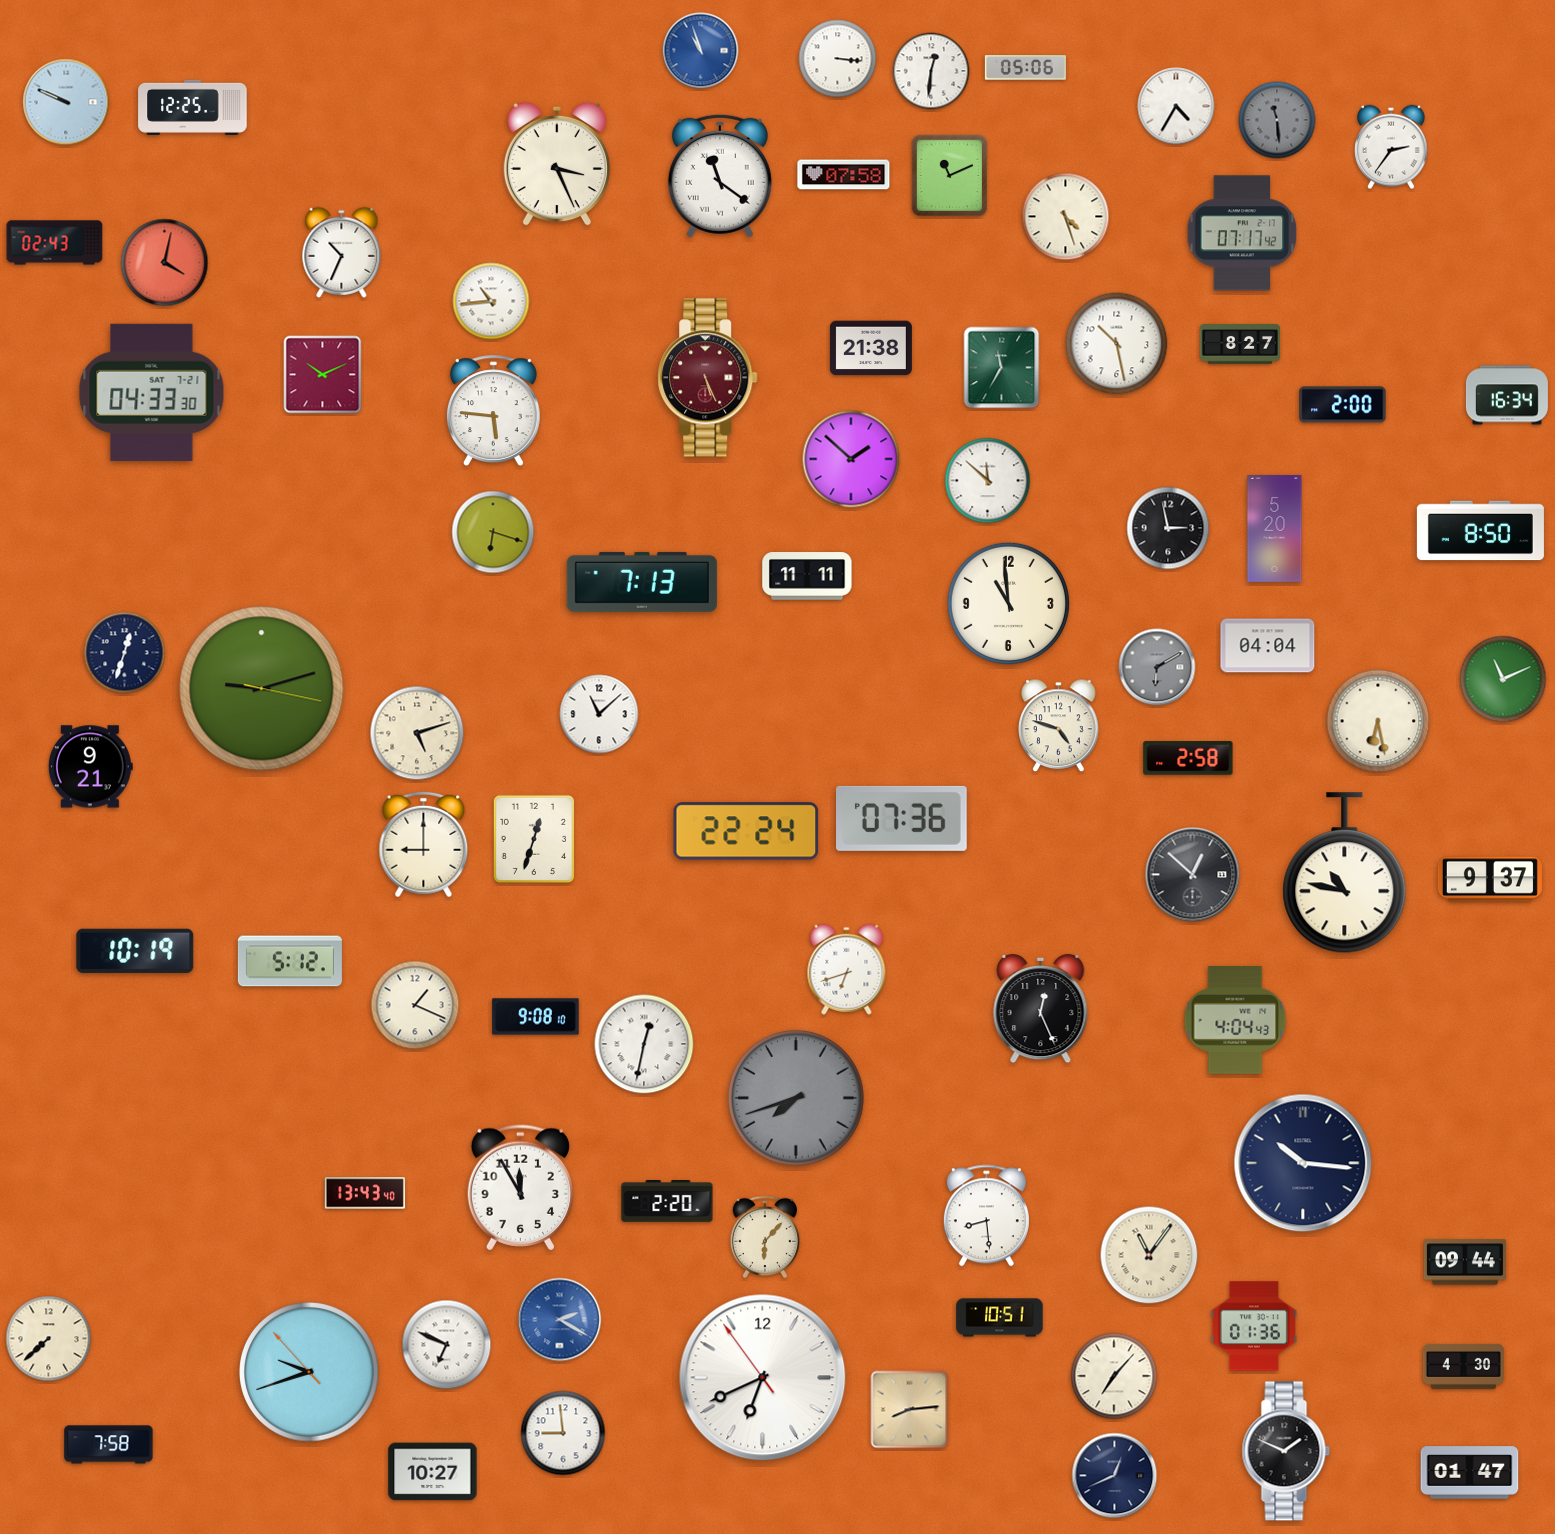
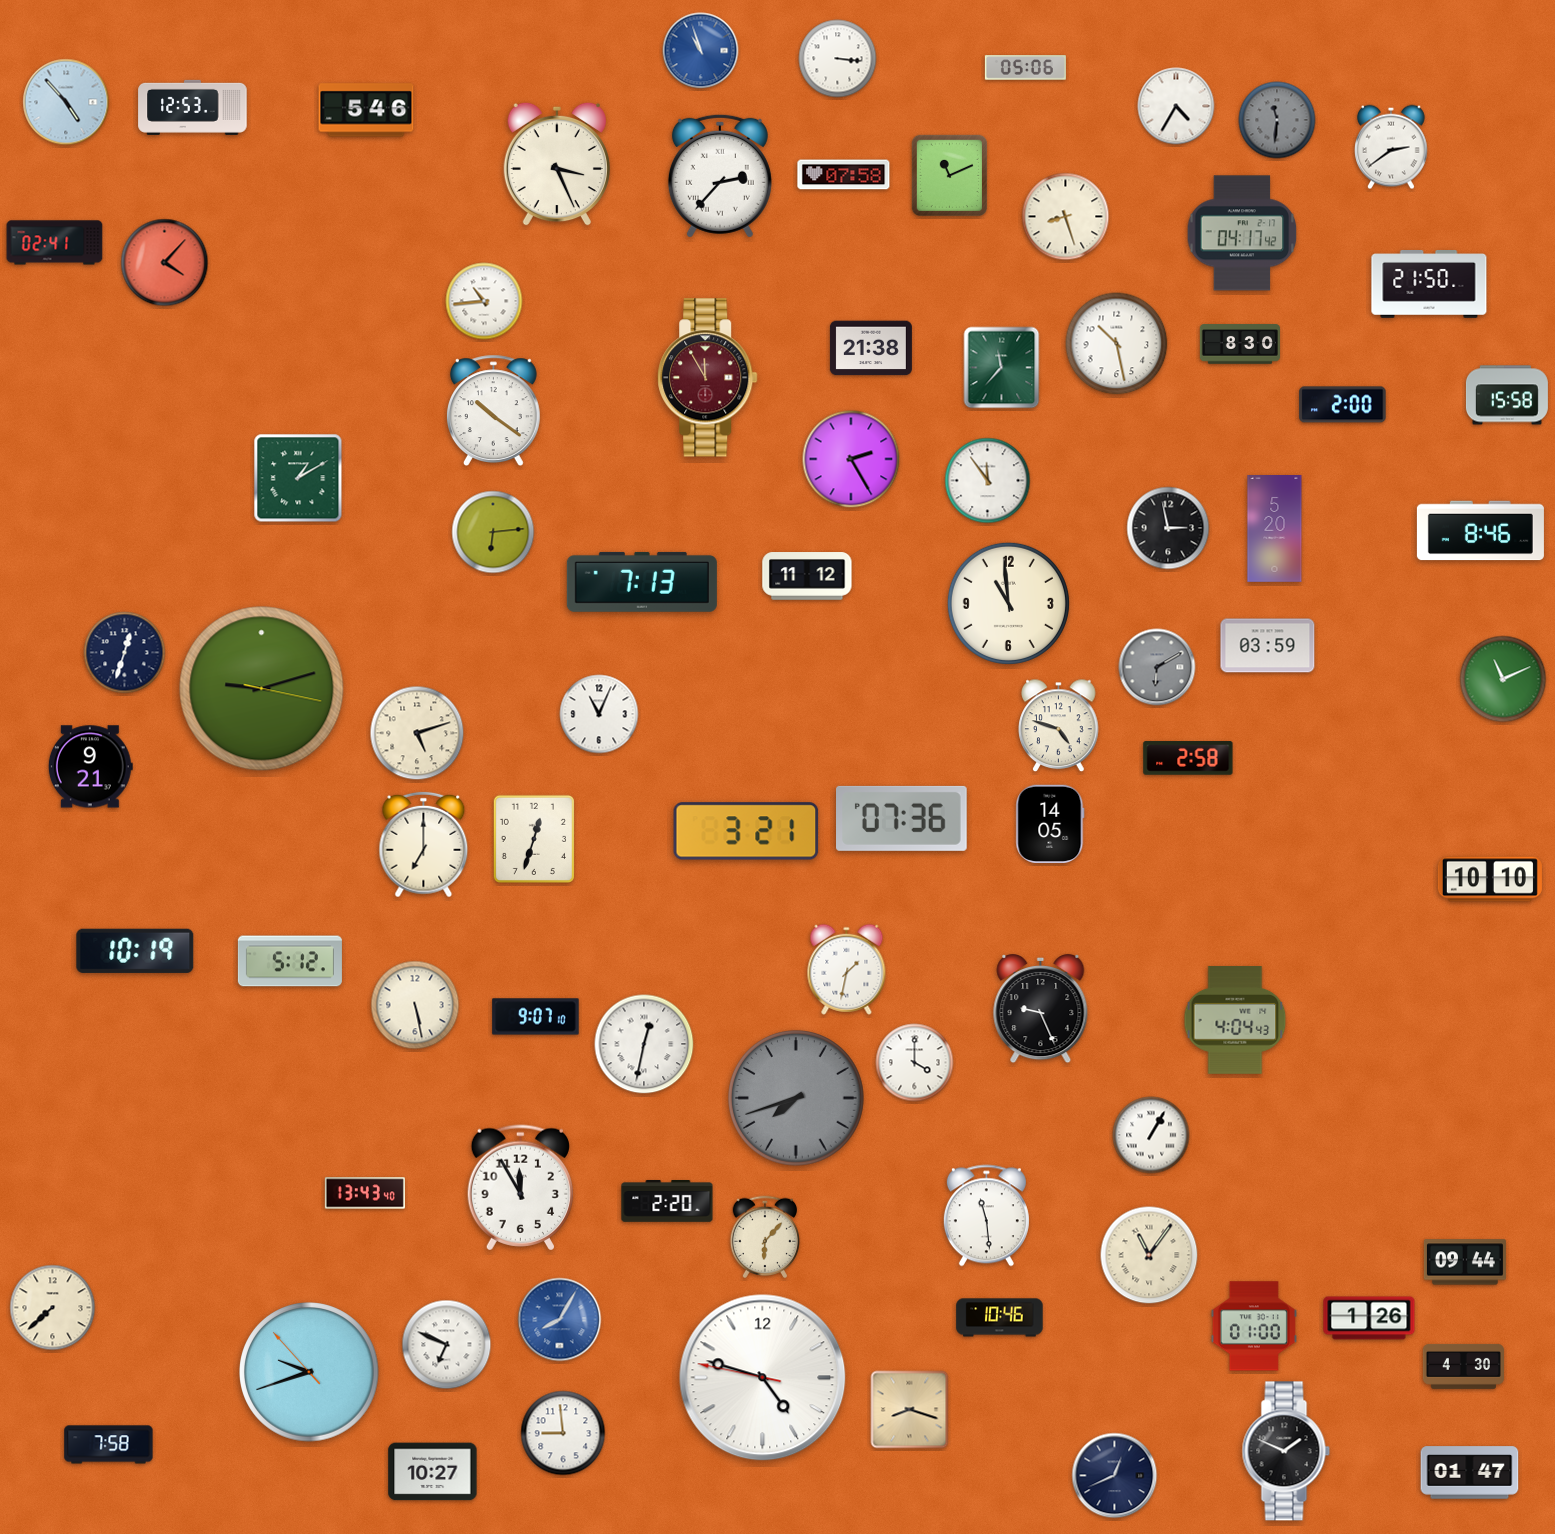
clock at (931, 71): 12:31 -> none
clock at (66, 102): 9:49 -> 4:53
clock at (193, 107): 12:25 -> 12:53
clock at (366, 110): none -> 5:46
clock at (1277, 120): 11:29 -> 11:31
clock at (1392, 147): 2:36 -> 2:39
clock at (720, 176): 11:21 -> 2:37
clock at (1066, 217): 4:27 -> 8:27
clock at (1242, 233): 07:17 -> 04:17
clock at (55, 243): 02:43 -> 02:41
clock at (342, 252): 10:34 -> none
clock at (165, 263): 4:02 -> 4:07
clock at (1429, 285): none -> 21:50
clock at (491, 301) position: (491, 301) -> (484, 301)
clock at (1240, 344): 8:27 -> 8:30
clock at (1002, 368): 11:35 -> 11:37
clock at (323, 375): 10:11 -> none
clock at (708, 378): 5:26 -> 11:55
clock at (152, 392): 04:33 -> none
clock at (1507, 395): 16:34 -> 15:58
clock at (493, 410): 5:46 -> 10:21
clock at (851, 459): 1:52 -> 2:25
clock at (298, 478): none -> 1:10
clock at (988, 481): 11:52 -> 11:54
clock at (1480, 531): 8:50 -> 8:46
clock at (493, 532): 6:18 -> 6:14
clock at (807, 576): 11:11 -> 11:12
clock at (1268, 646): 04:04 -> 03:59
clock at (599, 714): 11:08 -> 11:04
clock at (1378, 721): 6:28 -> none
clock at (1050, 824): none -> 14:05
clock at (746, 831): 22:24 -> 3:21
clock at (424, 845): 9:00 -> 7:00
clock at (1345, 873): 10:47 -> none
clock at (1193, 875): 12:52 -> none
clock at (1490, 879): 9:37 -> 10:10
clock at (847, 969): 6:42 -> 1:32
clock at (415, 1005): 1:19 -> 5:28
clock at (1041, 1009): 12:26 -> 9:26
clock at (536, 1017): 9:08 -> 9:07
clock at (915, 1063): none -> 4:00
clock at (1151, 1135): none -> 1:05
clock at (1303, 1163): 10:16 -> none
clock at (986, 1216): 8:29 -> 11:29
clock at (1000, 1318): 10:51 -> 10:46
clock at (1369, 1318): none -> 1:26
clock at (560, 1320): 2:20 -> 8:05
clock at (1254, 1326): 01:36 -> 01:00
clock at (49, 1339) position: (49, 1339) -> (53, 1308)
clock at (1114, 1376): 7:07 -> none
clock at (763, 1378): 6:40 -> 4:47
clock at (910, 1410): 8:14 -> 8:18
